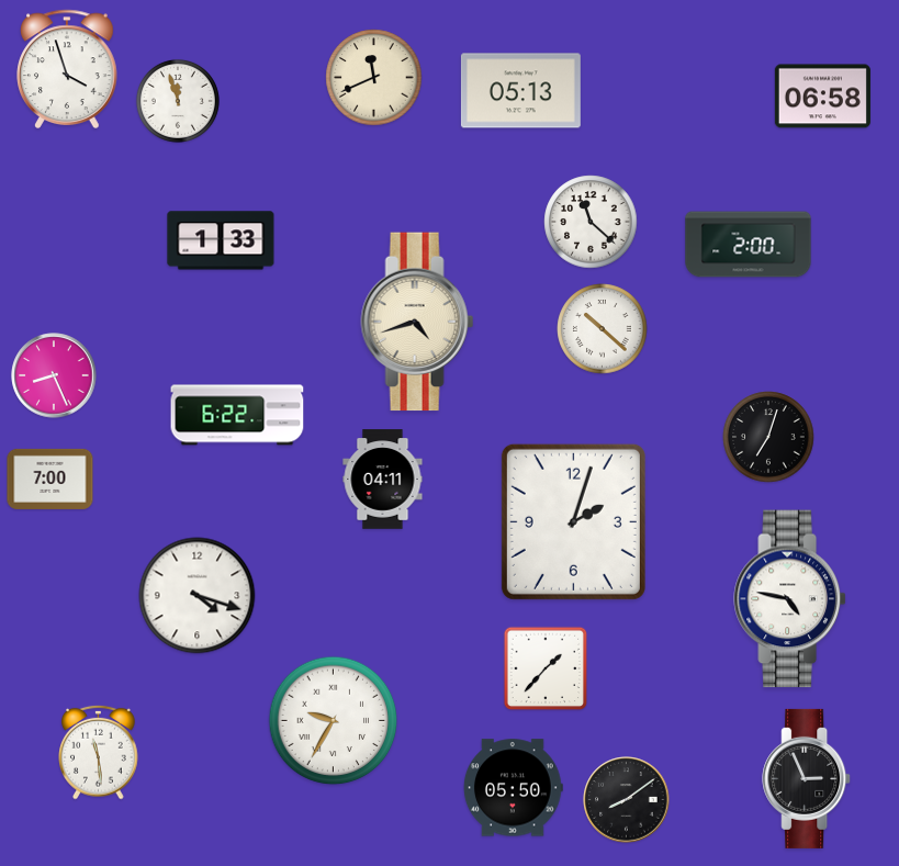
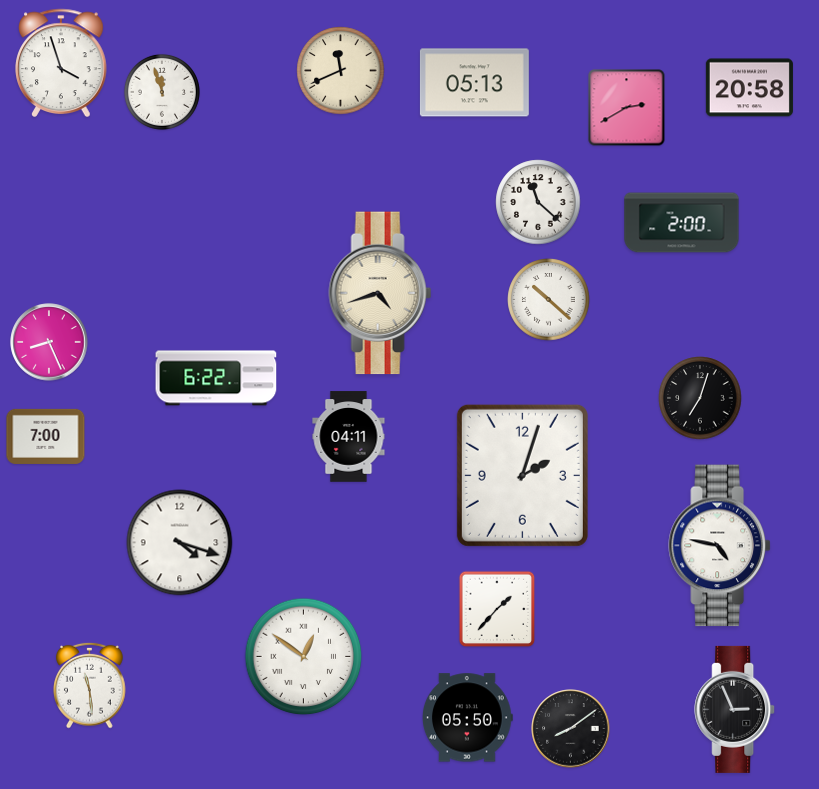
clock at (822, 97): 06:58 -> 20:58
clock at (627, 108): none -> 2:40
clock at (221, 240): 1:33 -> none
clock at (334, 721): 9:35 -> 12:51
